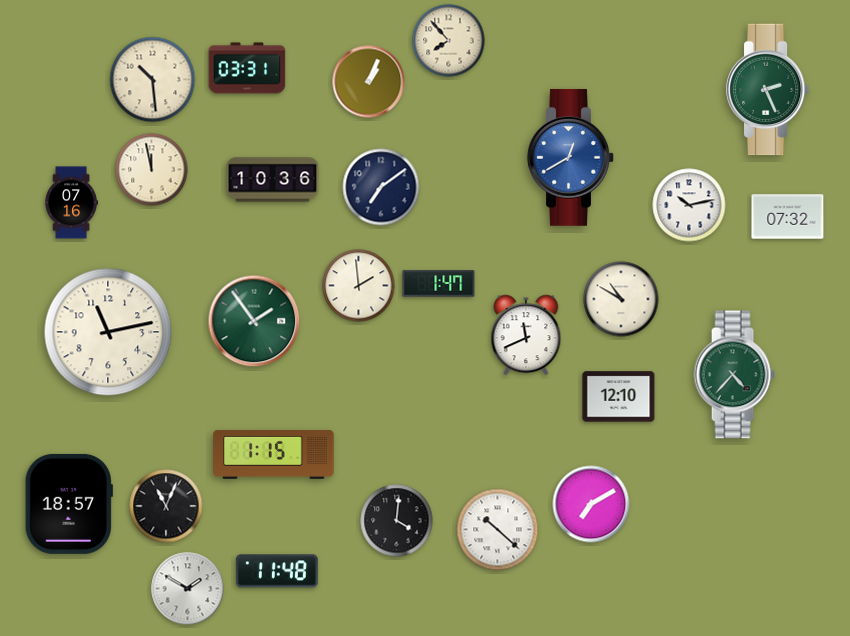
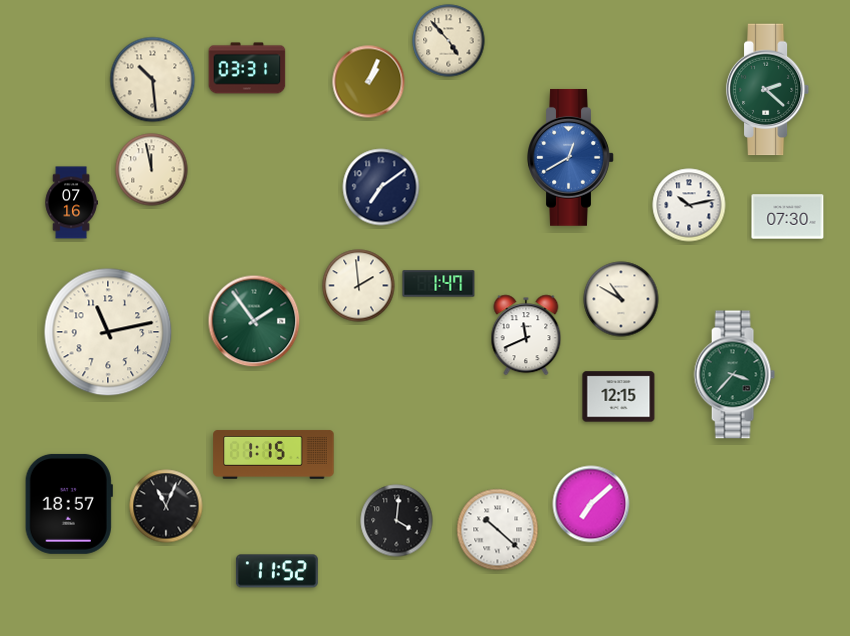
clock at (449, 41): 7:53 -> 4:53
clock at (768, 90): 2:26 -> 2:22
clock at (273, 180): 10:36 -> none
clock at (788, 217): 07:32 -> 07:30
clock at (734, 375): 4:37 -> 3:37
clock at (619, 397): 12:10 -> 12:15
clock at (591, 504): 7:10 -> 7:08
clock at (277, 571): 11:48 -> 11:52
clock at (188, 589): 1:50 -> none
